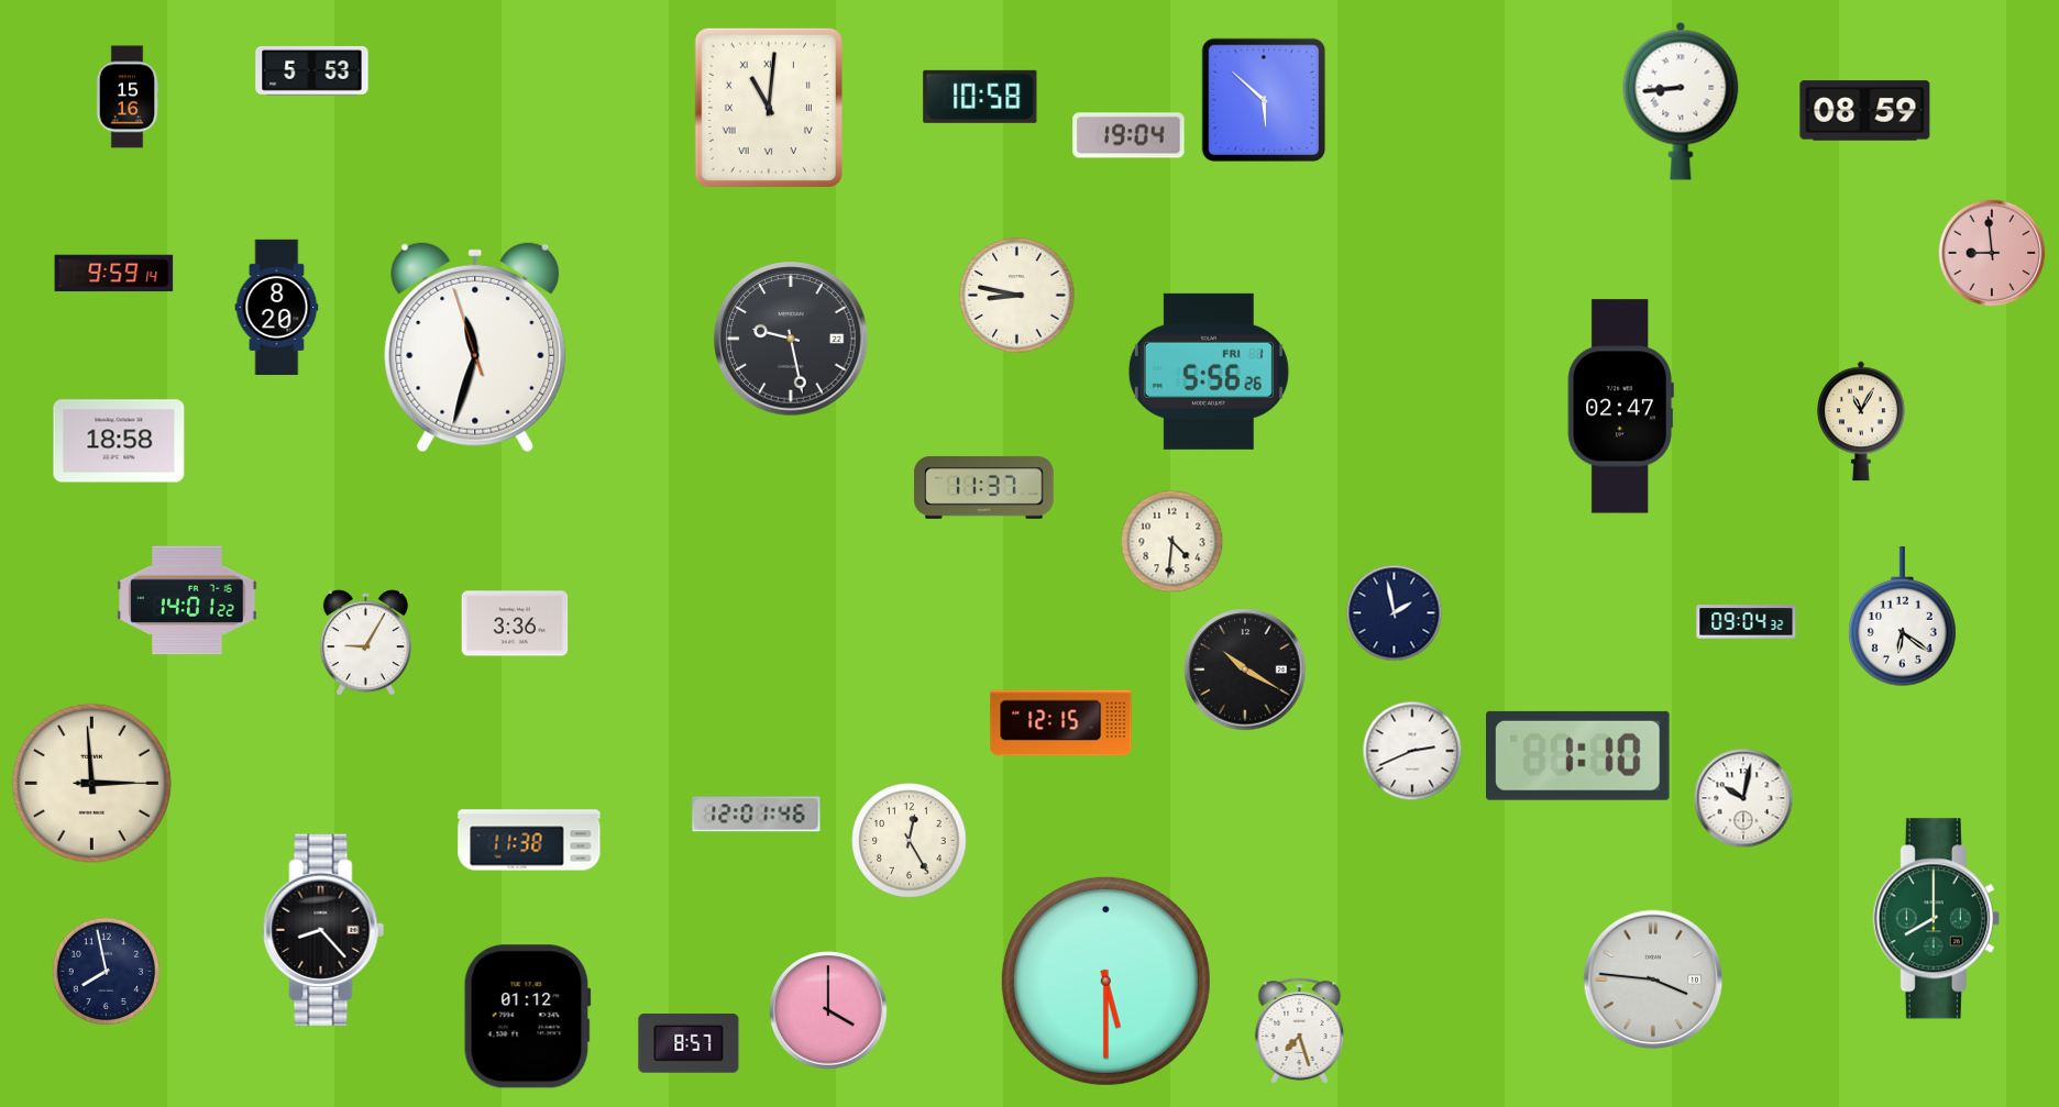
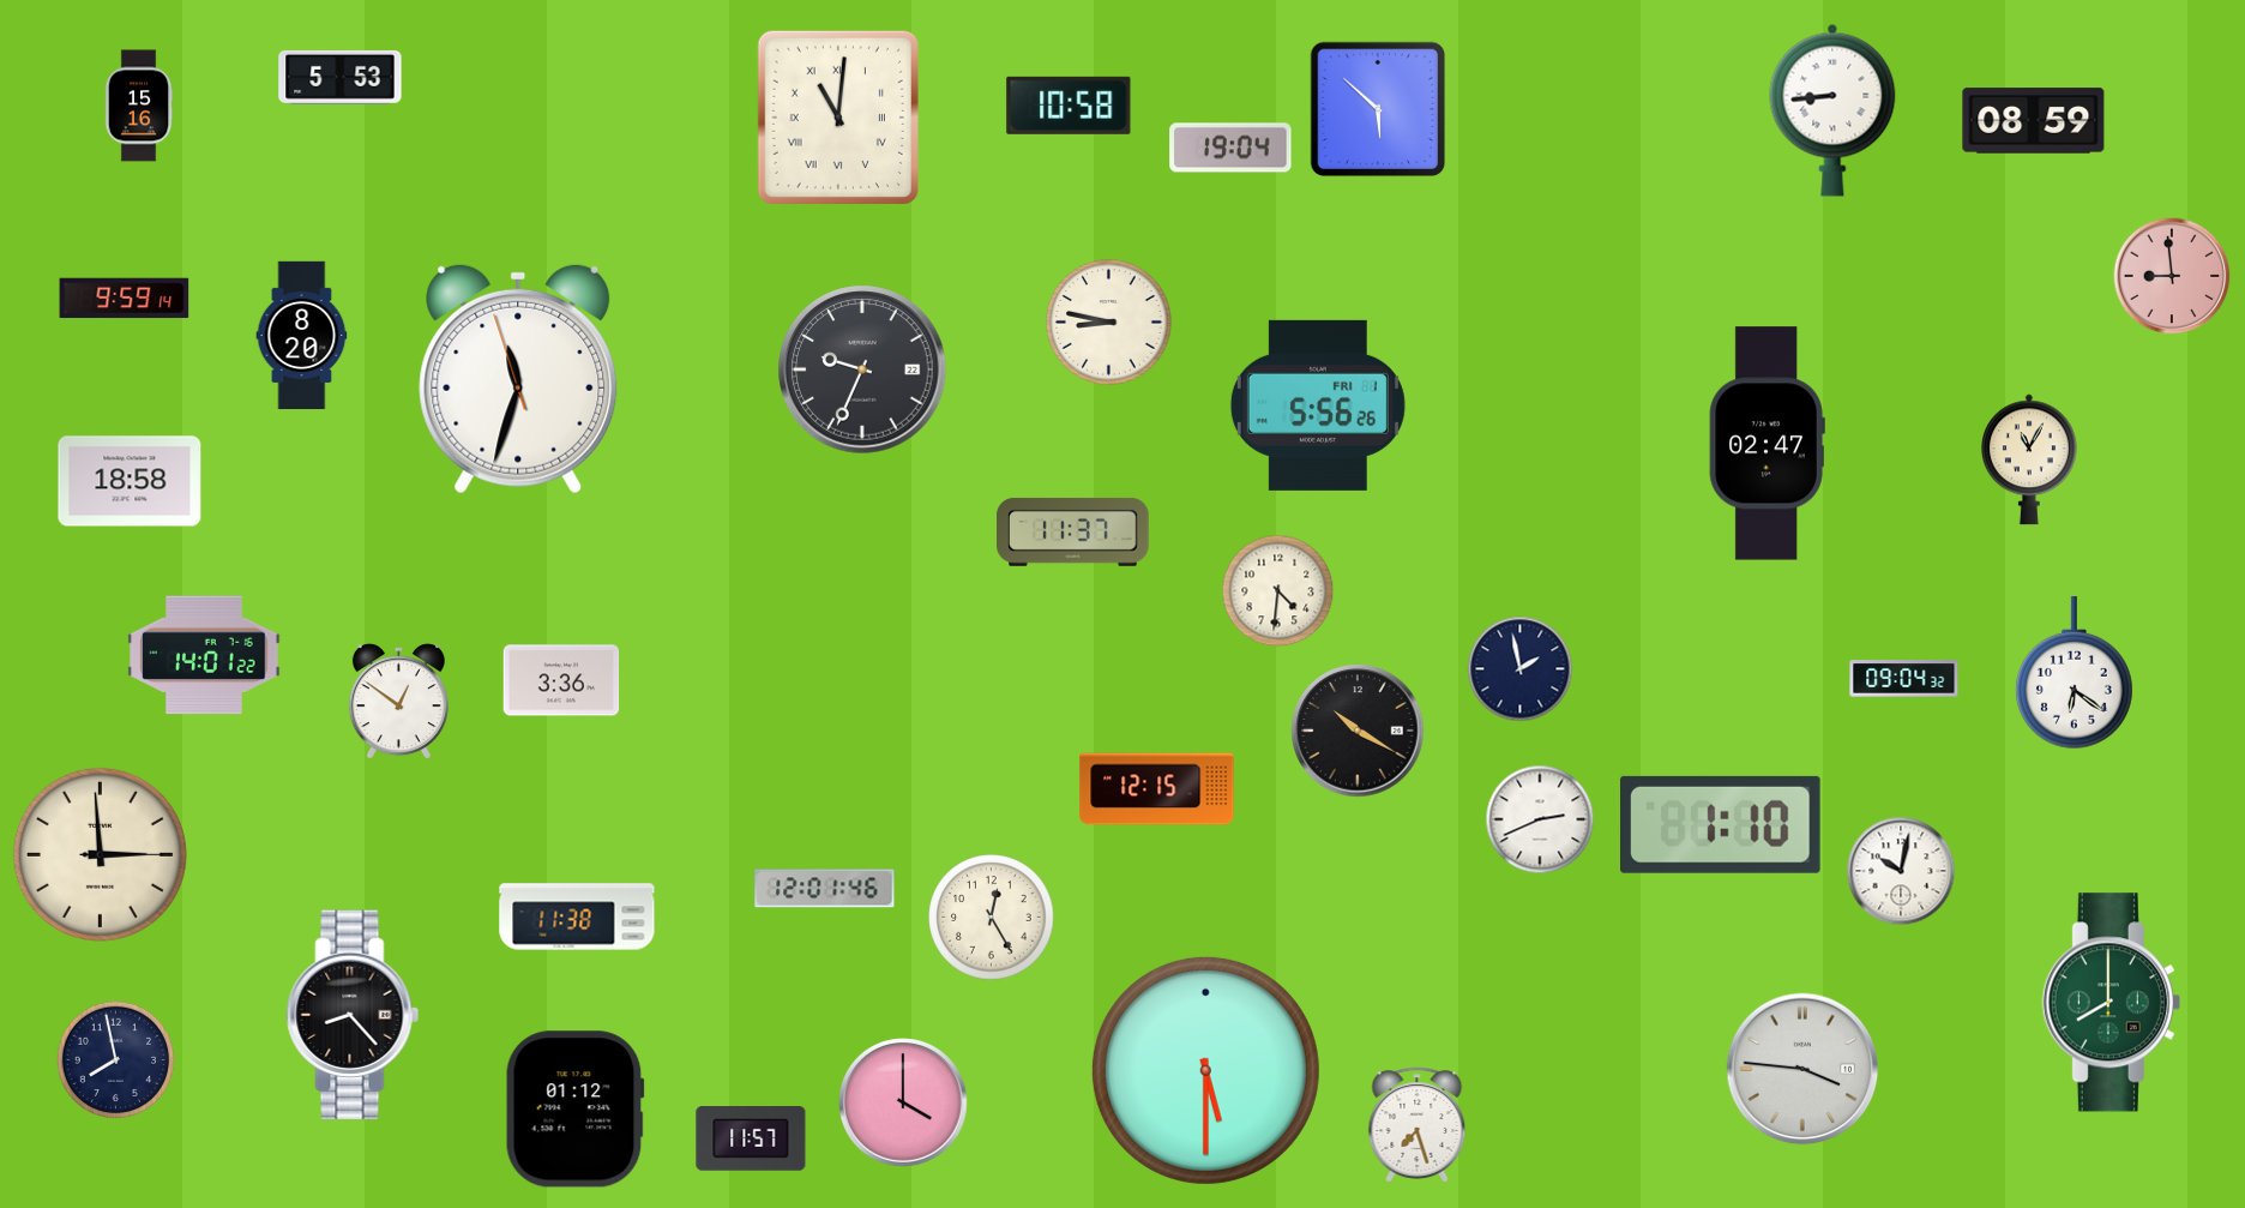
clock at (791, 339): 9:28 -> 9:34
clock at (365, 643): 9:05 -> 12:51
clock at (689, 1043): 8:57 -> 11:57
